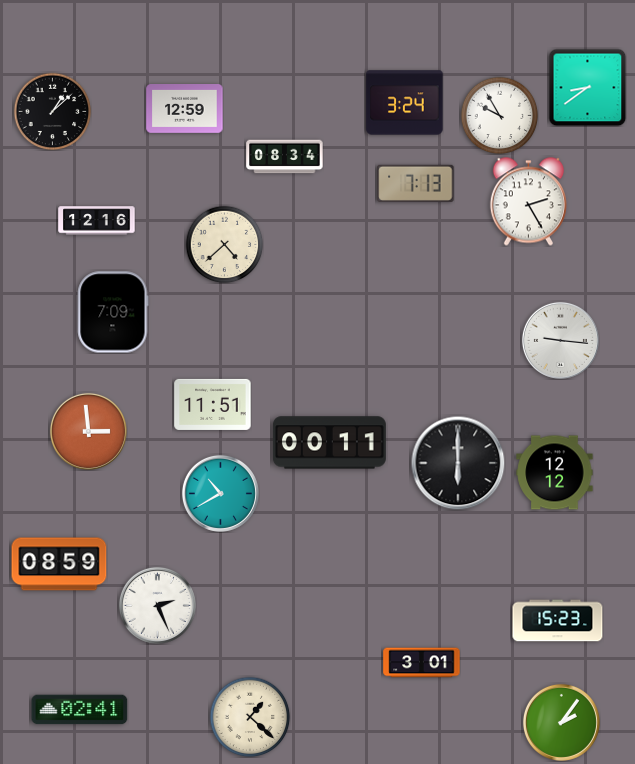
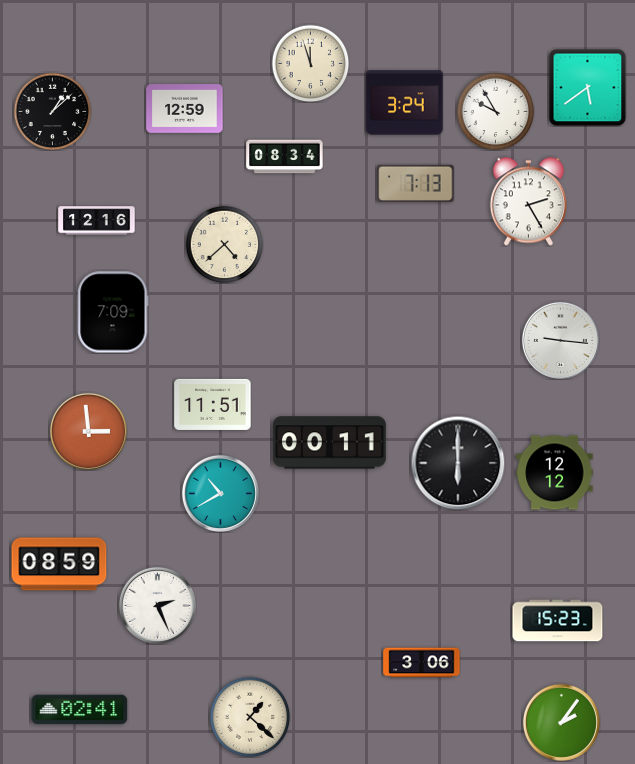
clock at (310, 63): none -> 11:57
clock at (587, 87): 8:39 -> 5:39
clock at (499, 115) position: (499, 115) -> (495, 111)
clock at (422, 663): 3:01 -> 3:06
